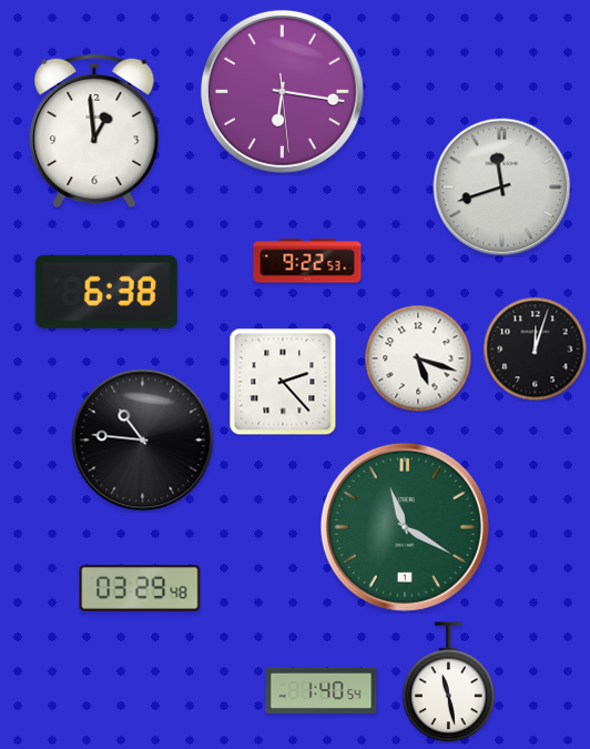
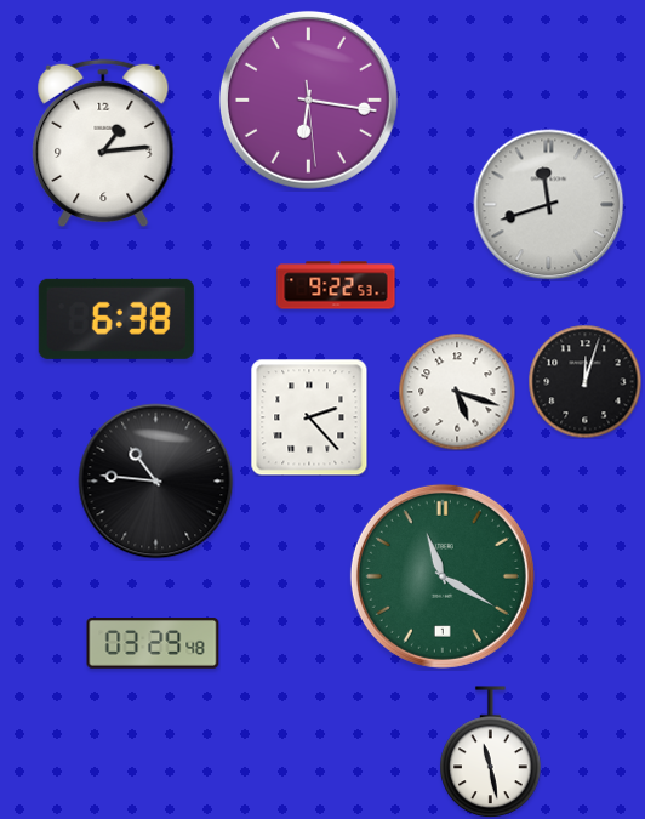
clock at (94, 131): 12:59 -> 1:14
clock at (449, 682) position: (449, 682) -> (491, 752)
clock at (322, 690): 1:40 -> none
